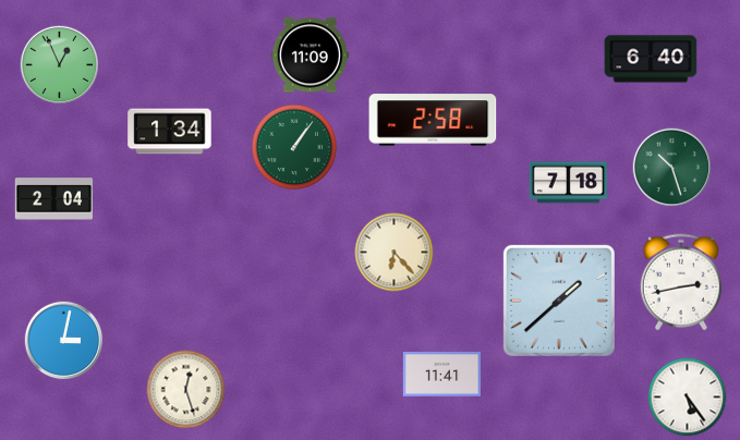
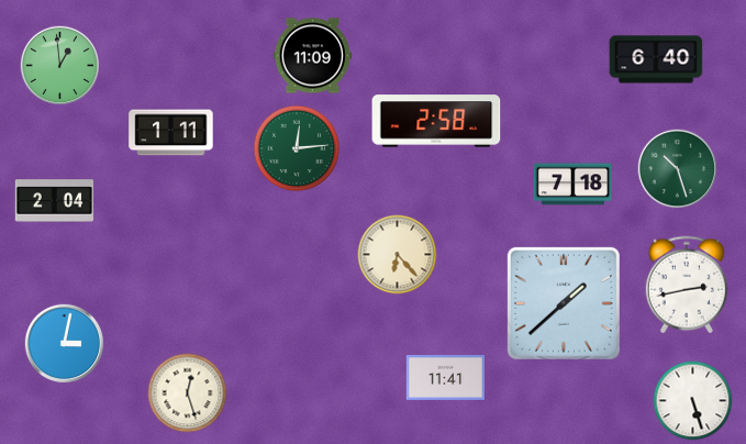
clock at (60, 65): 12:56 -> 12:59
clock at (170, 132): 1:34 -> 1:11
clock at (294, 147): 1:06 -> 12:14
clock at (688, 398): 5:24 -> 5:27
